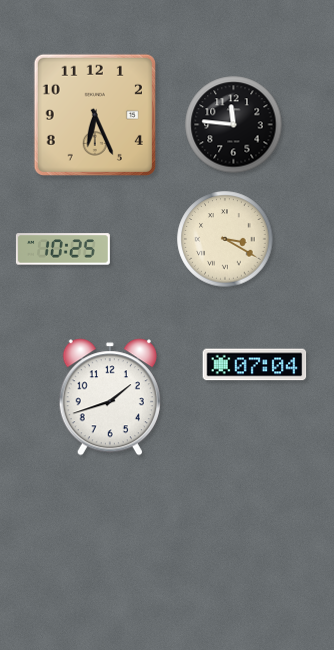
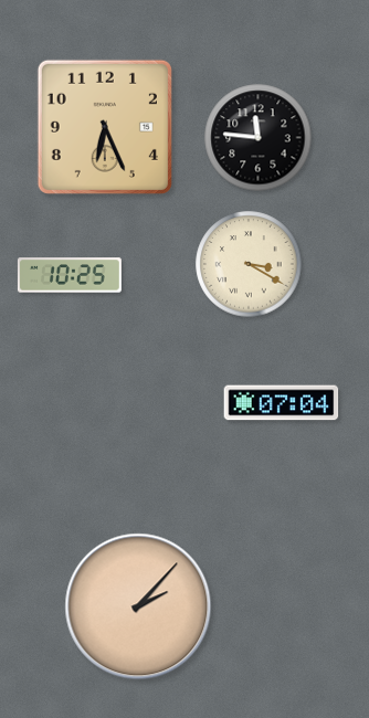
clock at (110, 397): 1:42 -> none
clock at (138, 606): none -> 2:07
